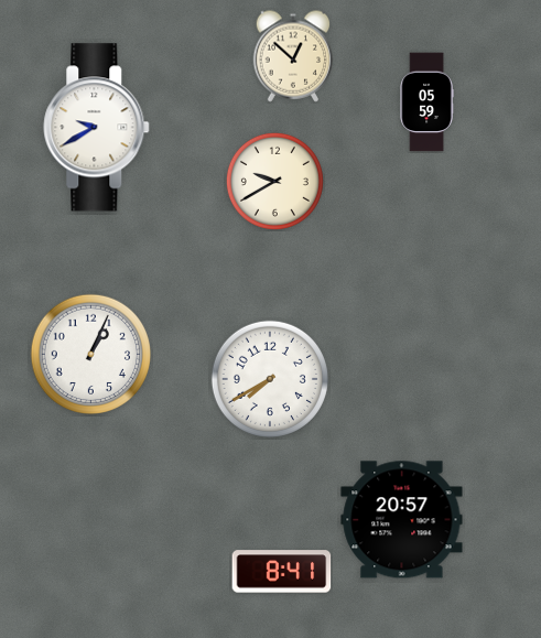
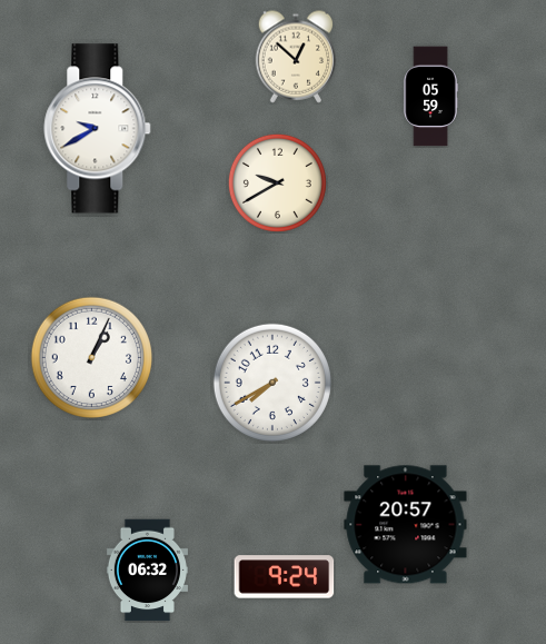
clock at (426, 102) position: (426, 102) -> (430, 97)
clock at (147, 571): none -> 06:32
clock at (282, 572): 8:41 -> 9:24
